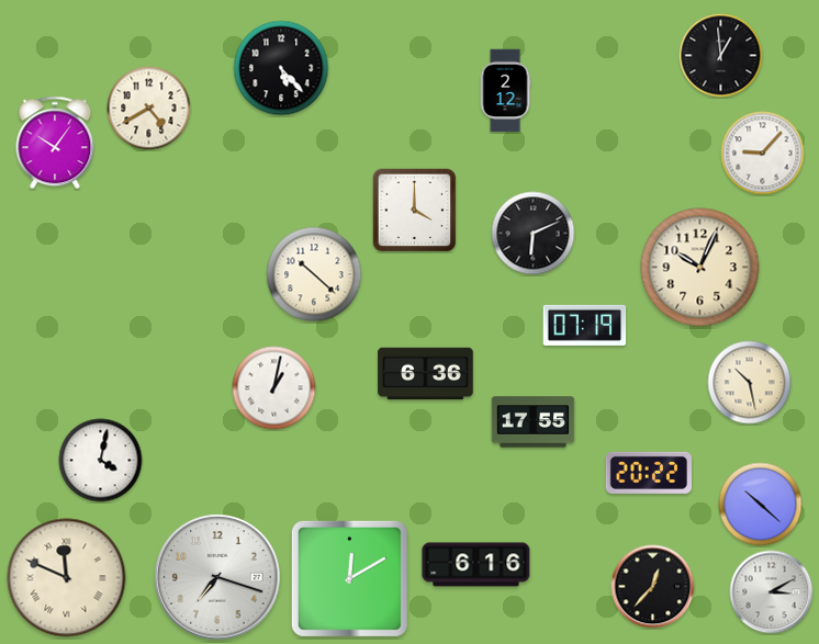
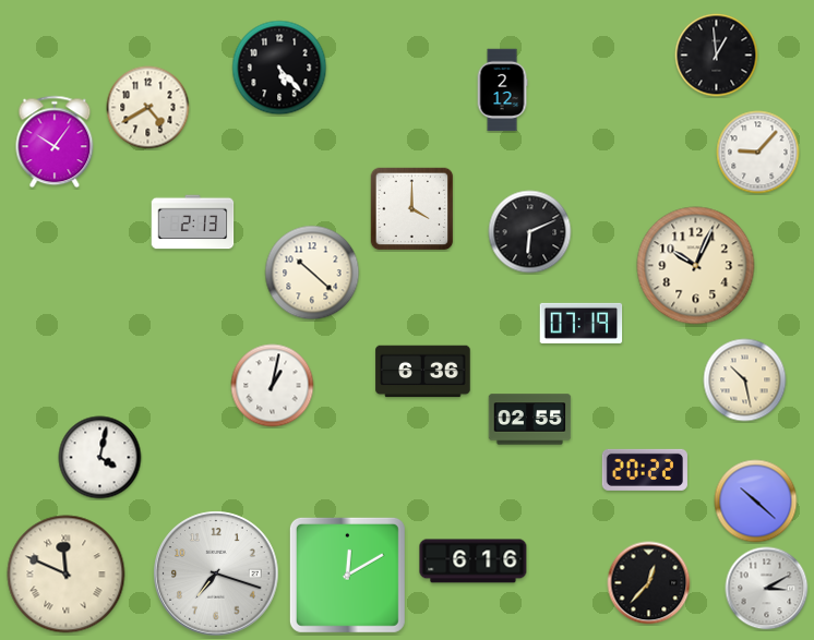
clock at (193, 222): none -> 2:13
clock at (534, 422): 17:55 -> 02:55
